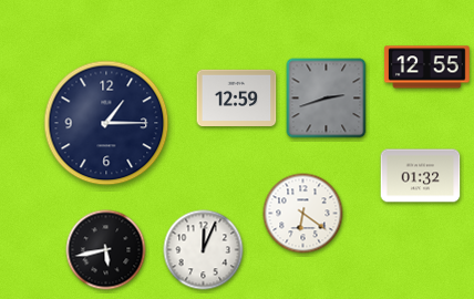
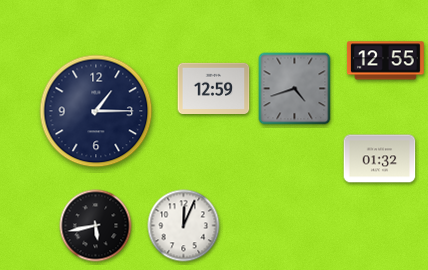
clock at (327, 99): 2:42 -> 4:42
clock at (303, 214): 6:21 -> none
